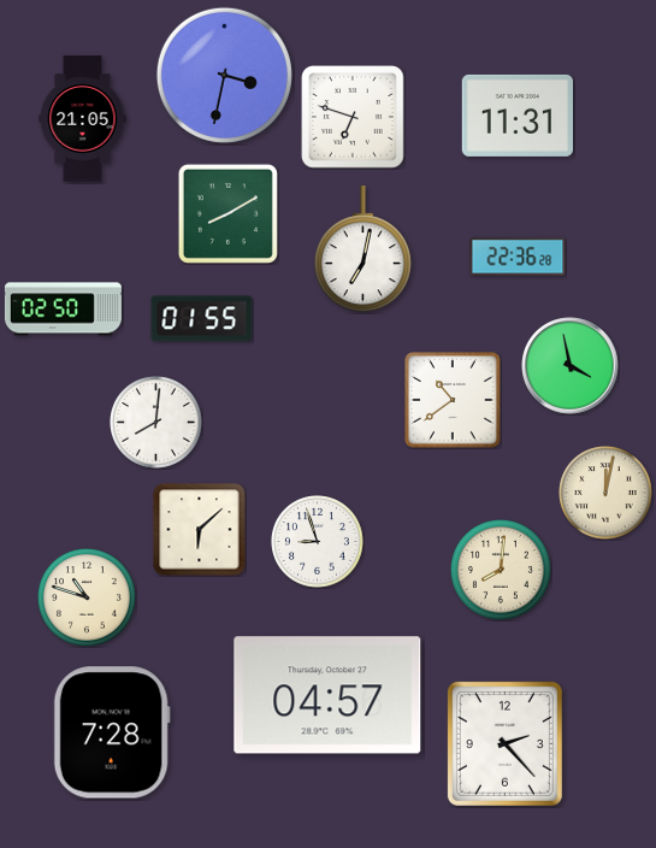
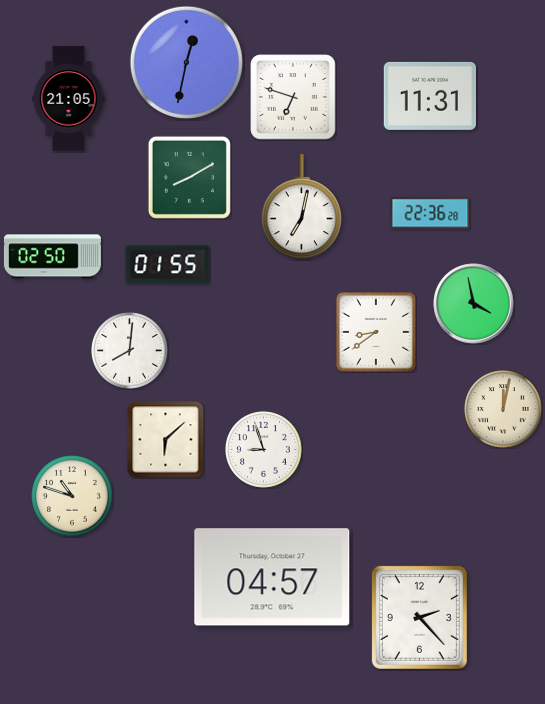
clock at (224, 75): 3:32 -> 12:32
clock at (454, 401): 10:39 -> 8:39
clock at (501, 571): 8:01 -> none
clock at (112, 732): 7:28 -> none
